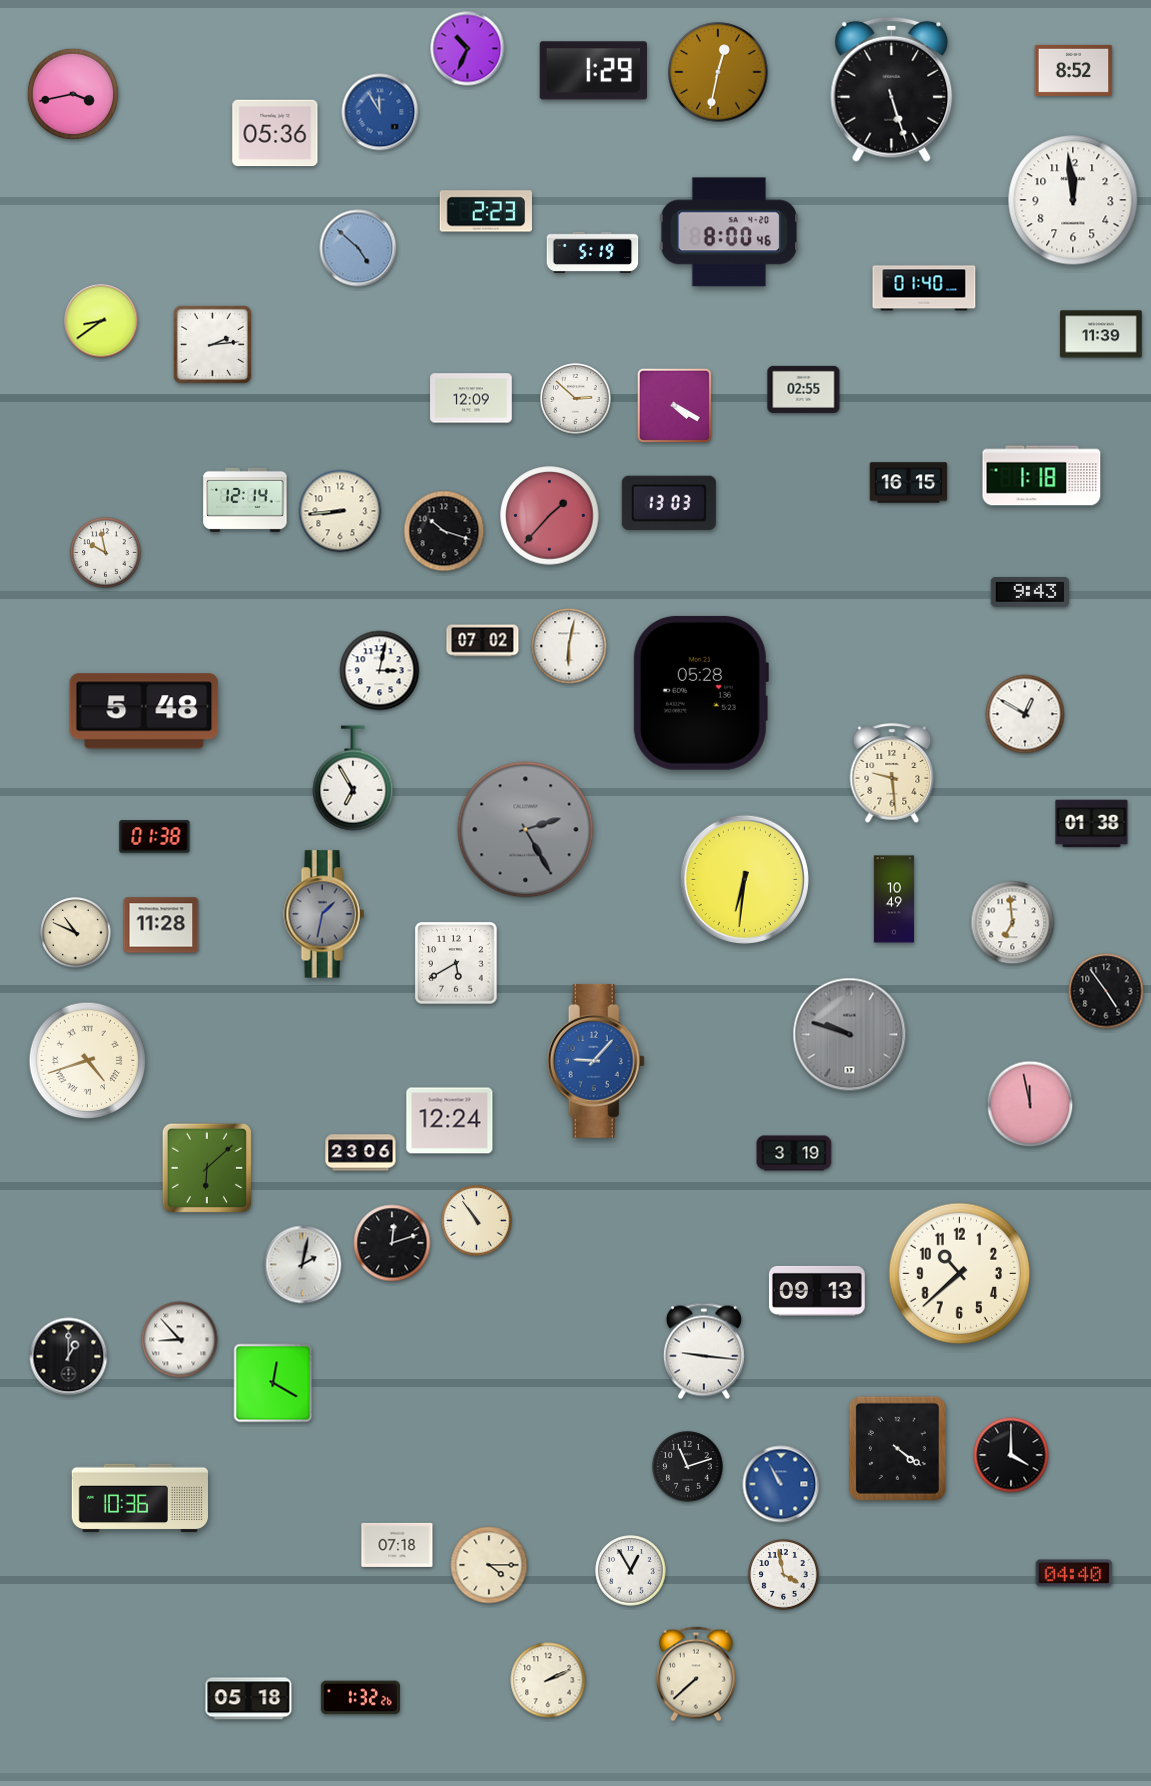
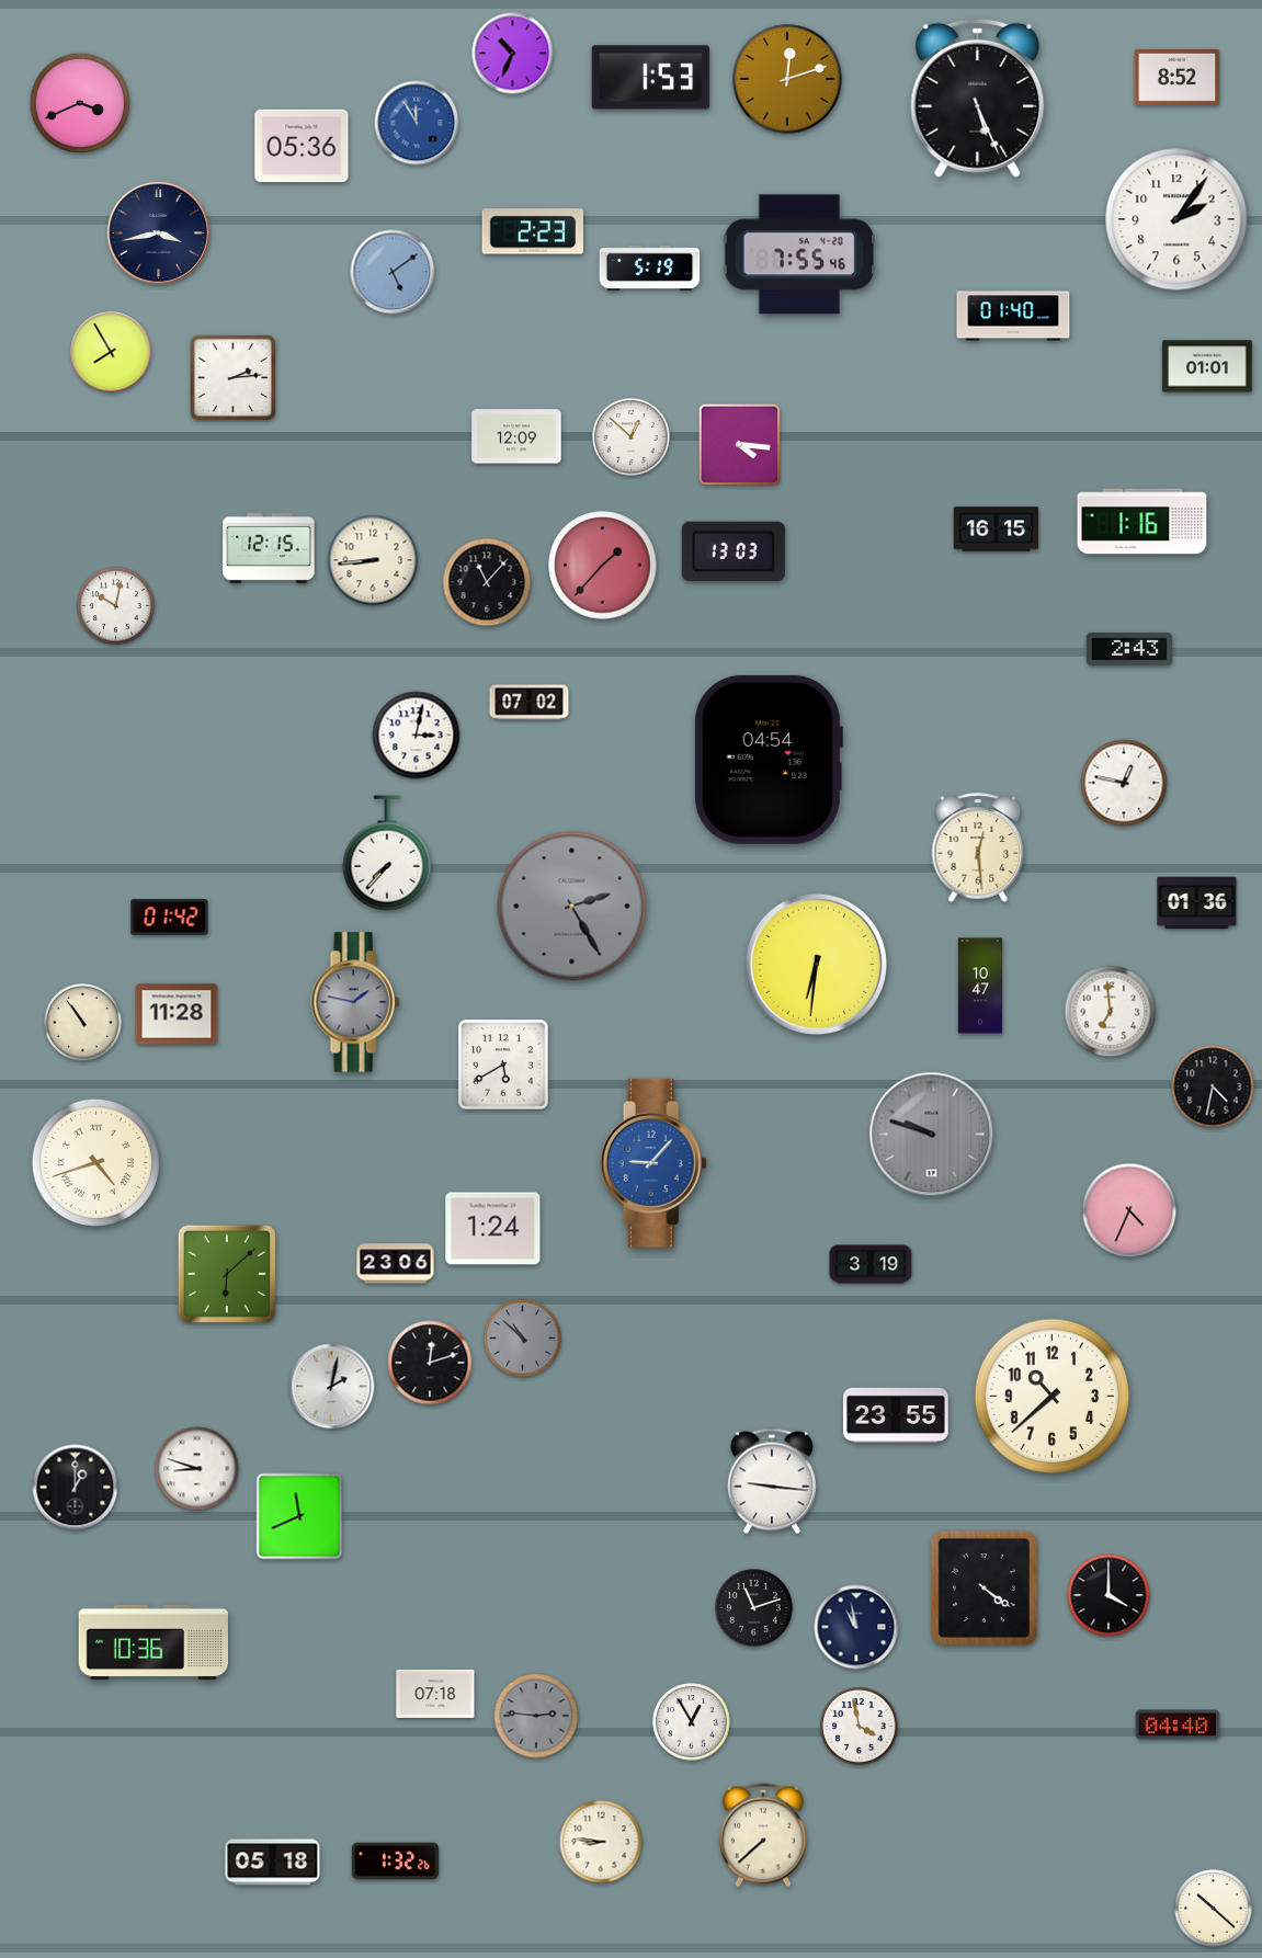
clock at (593, 71): 1:29 -> 1:53
clock at (718, 72): 12:32 -> 12:12
clock at (892, 89): 5:27 -> 5:26
clock at (72, 93): 3:43 -> 3:41
clock at (1073, 200): 11:59 -> 2:06
clock at (158, 232): none -> 3:43
clock at (729, 232): 8:00 -> 7:55
clock at (358, 248): 4:52 -> 5:09
clock at (593, 252) position: (593, 252) -> (650, 267)
clock at (101, 321): 8:39 -> 7:55
clock at (1101, 334): 11:39 -> 01:01
clock at (804, 389): 02:55 -> none
clock at (576, 399): 2:52 -> 12:52
clock at (674, 405): 4:20 -> 4:16
clock at (1042, 476): 1:18 -> 1:16
clock at (245, 500): 12:14 -> 12:15
clock at (444, 531): 10:18 -> 11:07
clock at (106, 553): 9:58 -> 10:02
clock at (1029, 592): 9:43 -> 2:43
clock at (569, 646): 6:02 -> none
clock at (700, 693): 05:28 -> 04:54
clock at (144, 711): 5:48 -> none
clock at (1025, 714): 12:50 -> 12:47
clock at (892, 773): 9:29 -> 12:29
clock at (353, 778): 6:55 -> 7:37
clock at (1092, 824): 01:38 -> 01:36
clock at (526, 830) position: (526, 830) -> (572, 907)
clock at (155, 837): 01:38 -> 01:42
clock at (894, 899): 10:49 -> 10:47
clock at (324, 914): 1:32 -> 1:47
clock at (76, 933): 10:49 -> 10:54
clock at (456, 963) position: (456, 963) -> (503, 1065)
clock at (1106, 991): 4:54 -> 4:32
clock at (1030, 1104): 11:58 -> 4:34
clock at (450, 1121): 12:24 -> 1:24
clock at (207, 1168) position: (207, 1168) -> (227, 1274)
clock at (477, 1221): 10:54 -> 10:52
clock at (477, 1221) dial: cream -> grey
clock at (817, 1291): 09:13 -> 23:55
clock at (180, 1340): 8:53 -> 8:48
clock at (273, 1383): 12:20 -> 11:41
clock at (781, 1484): 10:55 -> 10:58
clock at (781, 1484) dial: blue -> navy
clock at (489, 1565): 4:15 -> 2:46
clock at (489, 1565) dial: cream -> grey
clock at (548, 1680): 2:11 -> 8:46
clock at (1214, 1909): none -> 10:22
